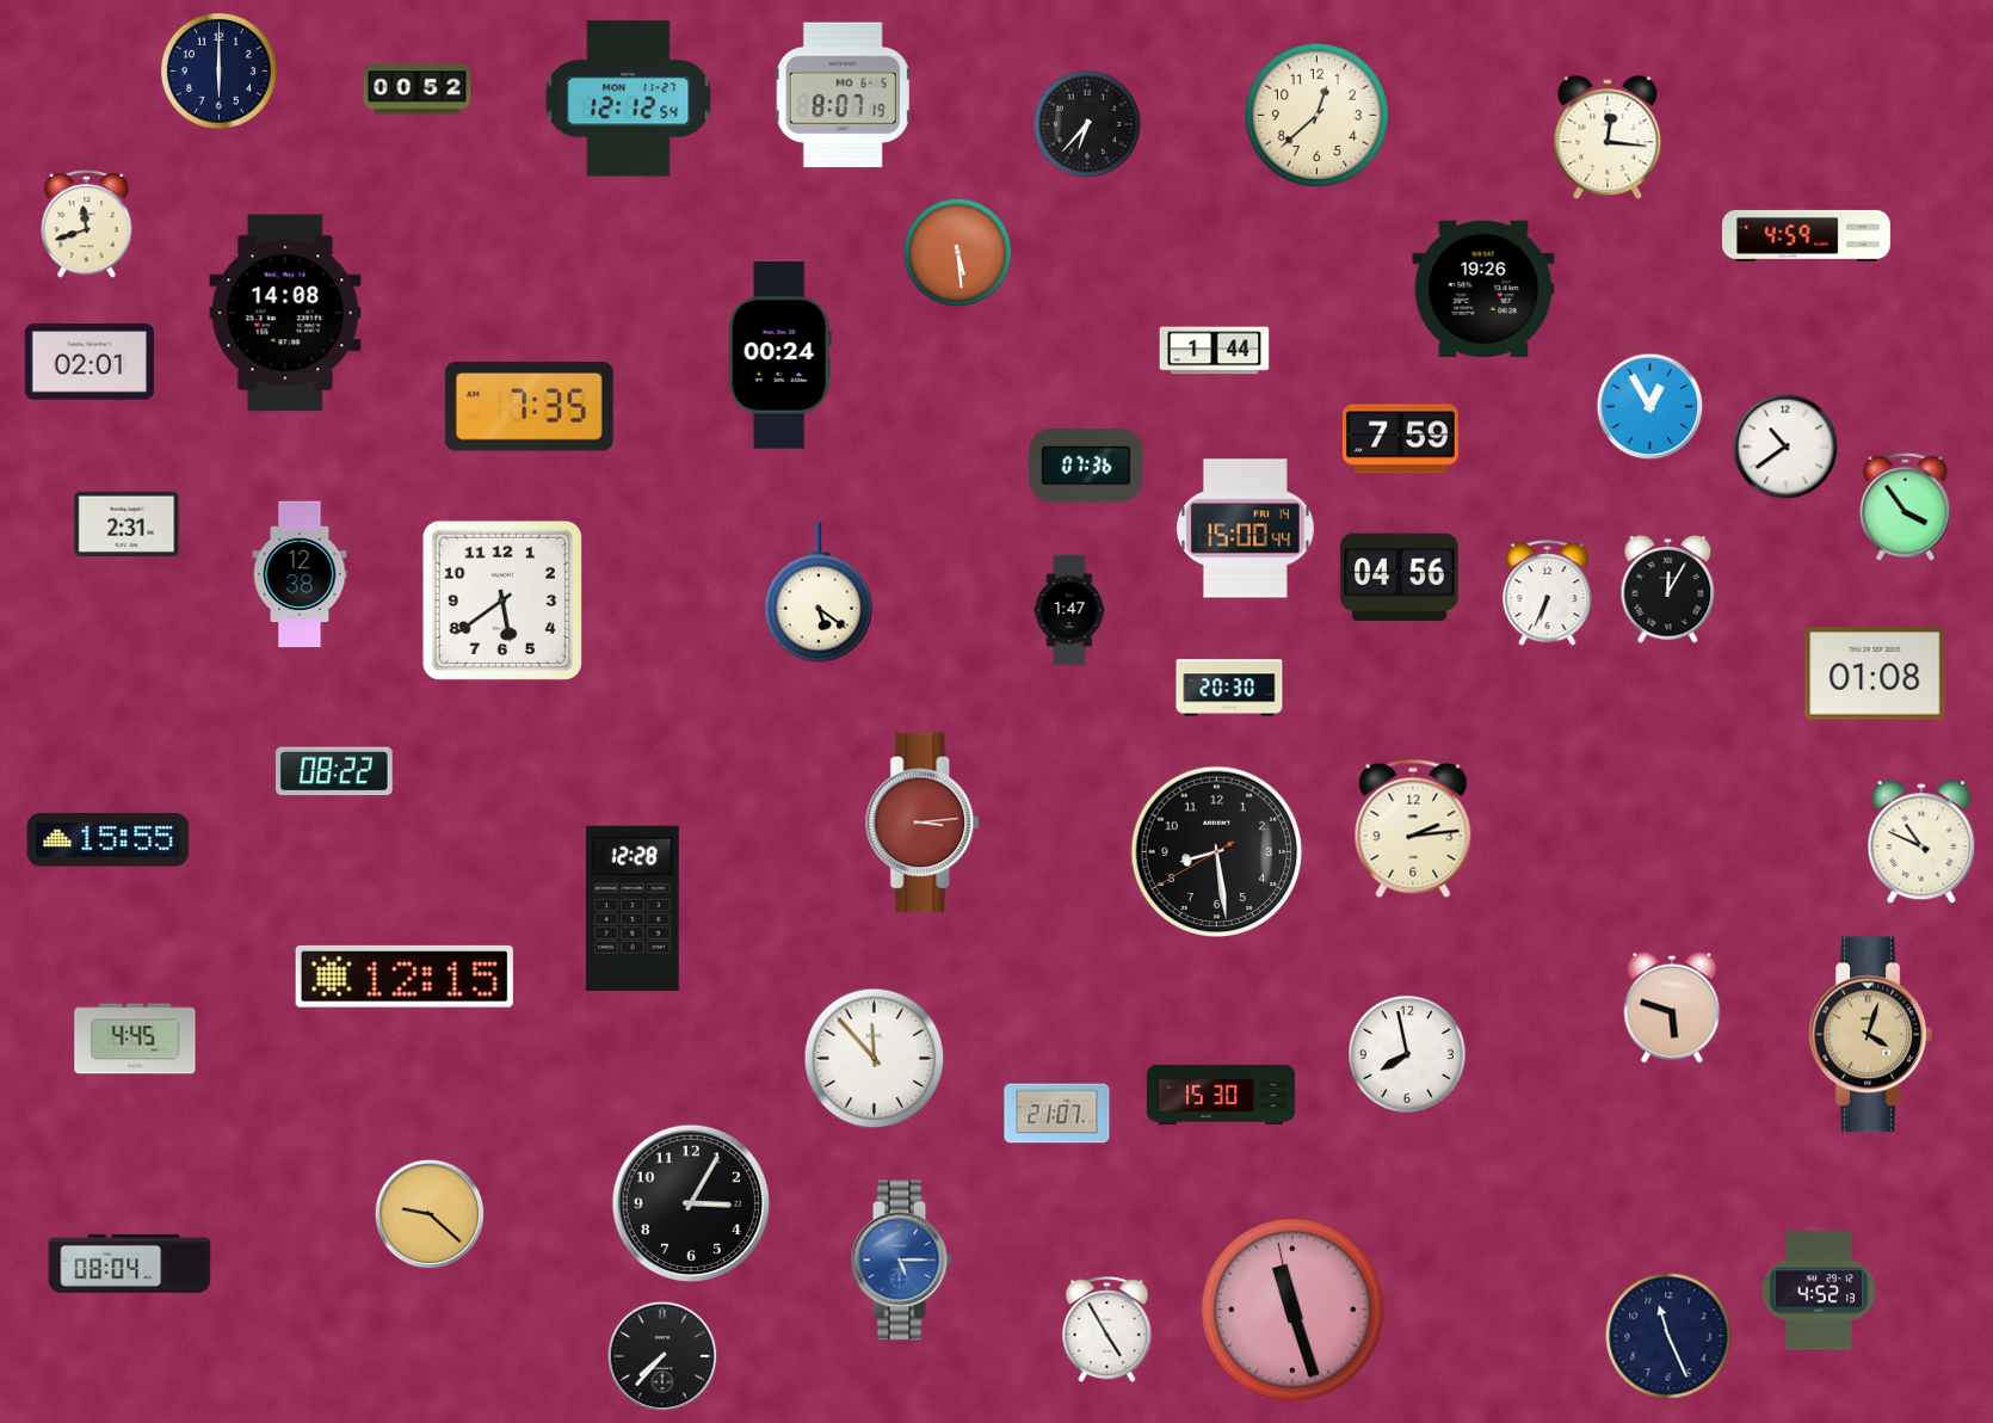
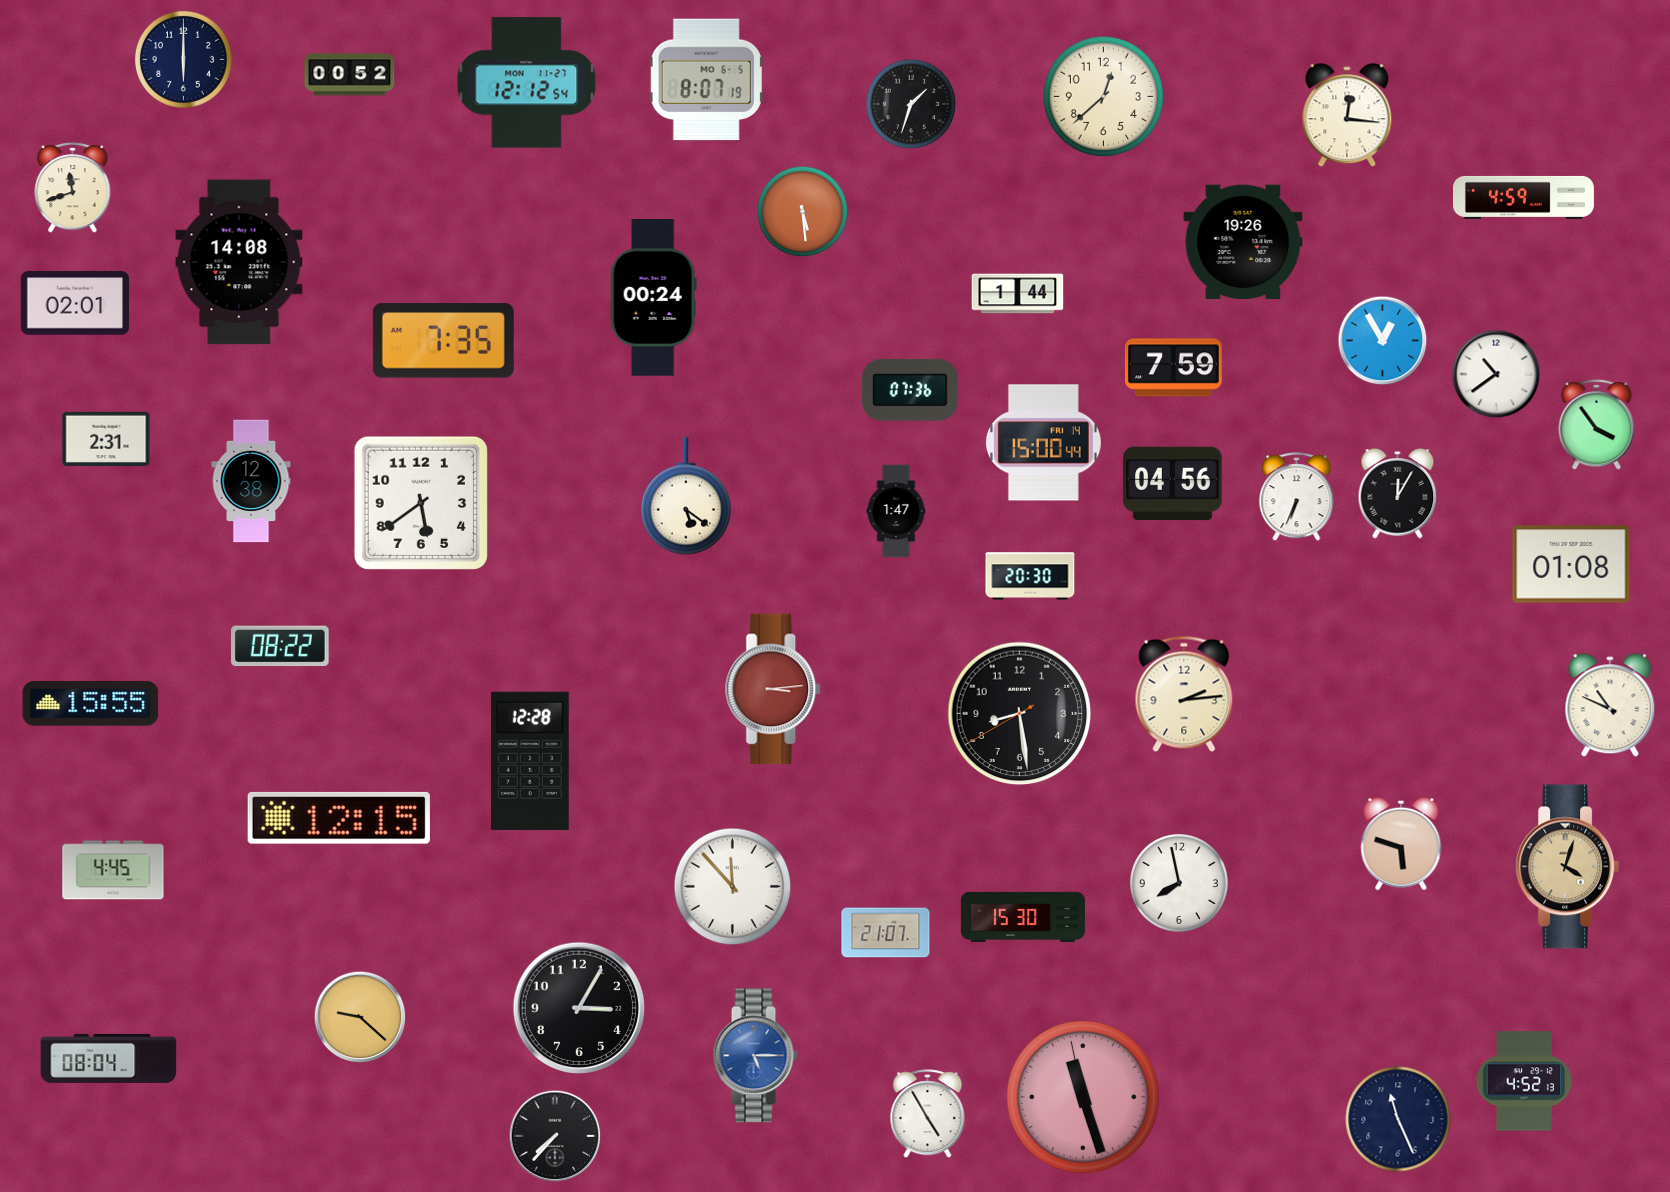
clock at (1087, 124): 6:37 -> 1:33
clock at (1807, 235) position: (1807, 235) -> (1524, 197)
